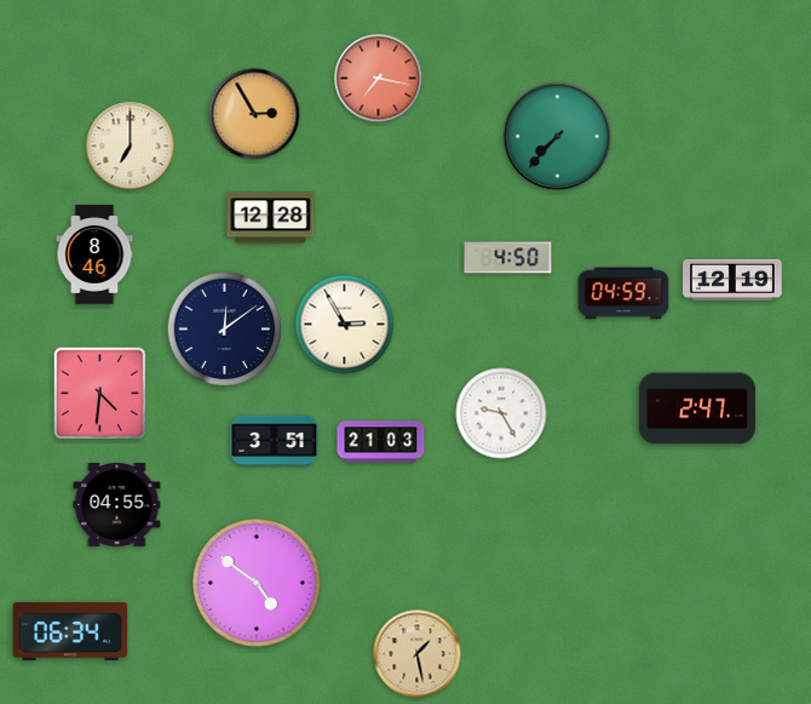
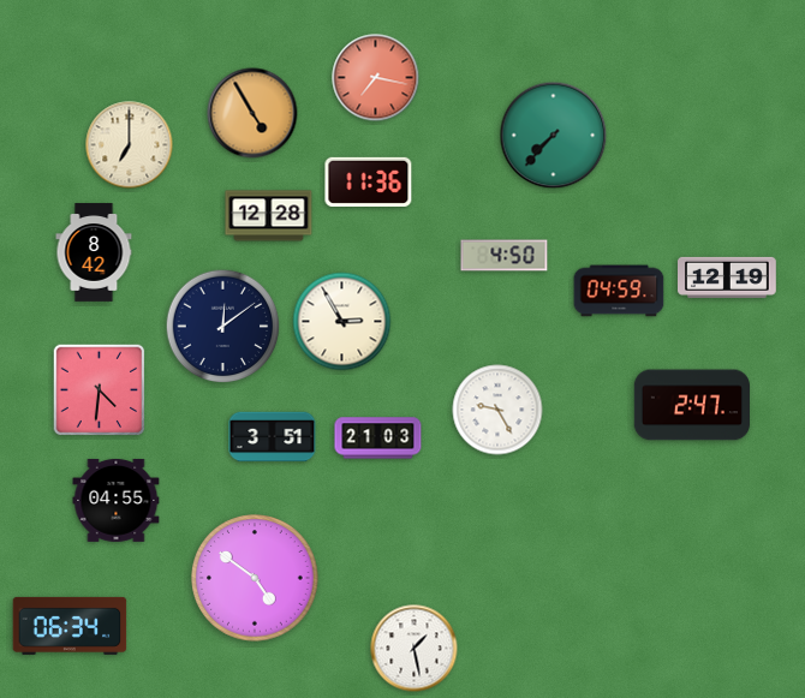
clock at (254, 114): 2:55 -> 4:55
clock at (369, 181): none -> 11:36
clock at (94, 254): 8:46 -> 8:42
clock at (418, 654) dial: champagne -> white
